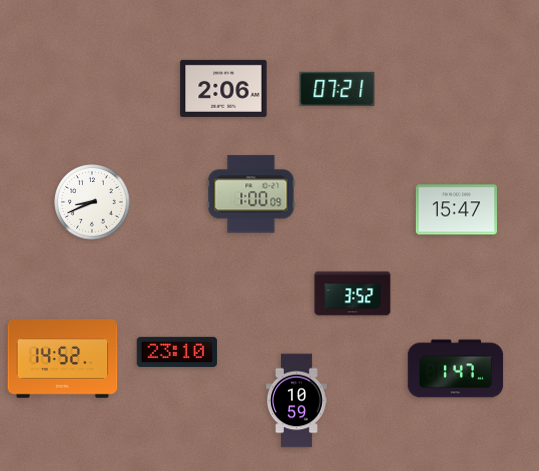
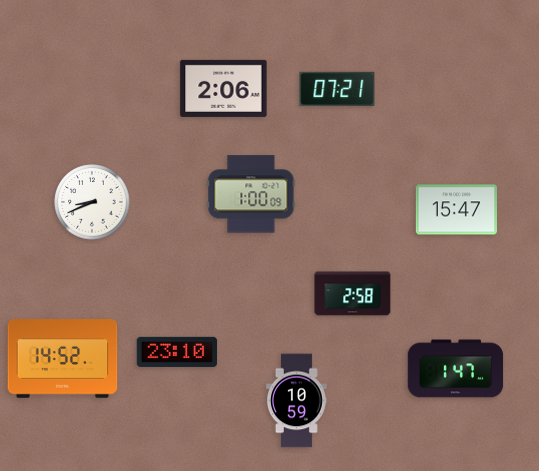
clock at (353, 294): 3:52 -> 2:58
